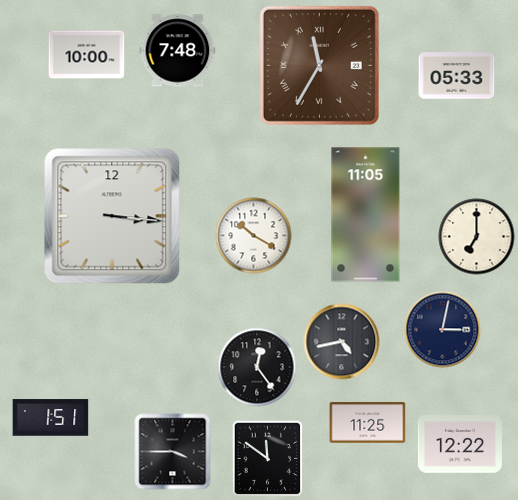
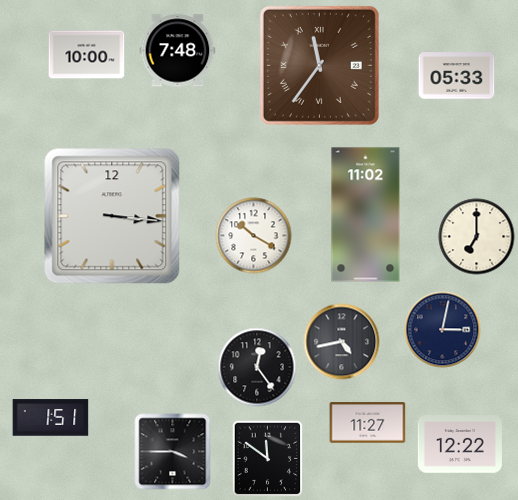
clock at (319, 65): 11:35 -> 11:36
clock at (366, 215): 11:05 -> 11:02
clock at (368, 423): 11:25 -> 11:27
